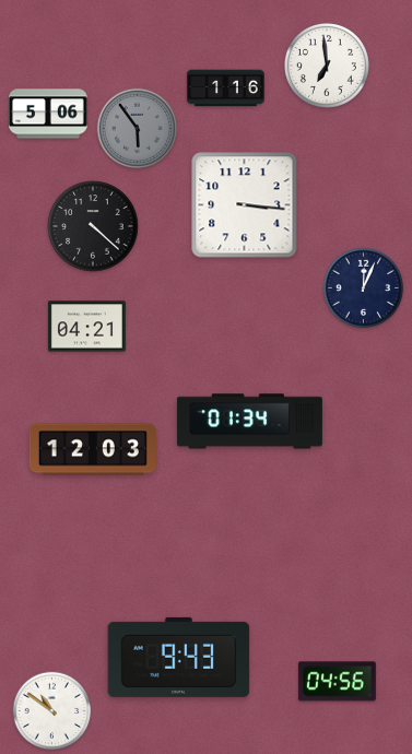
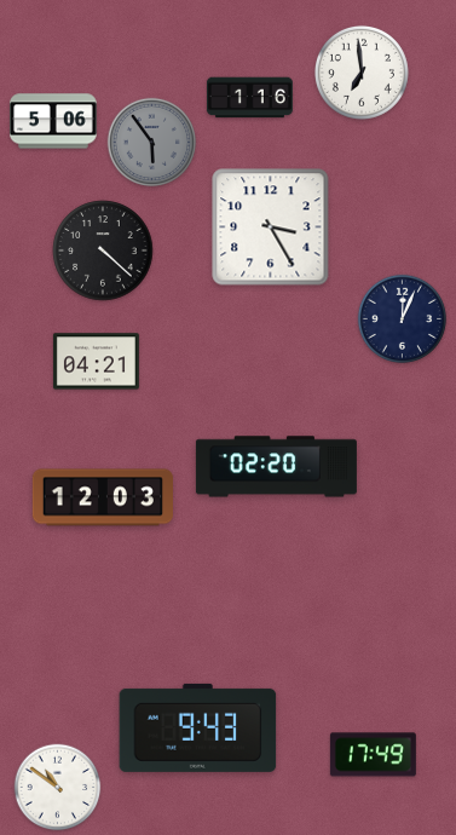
clock at (49, 114) position: (49, 114) -> (54, 121)
clock at (245, 205): 3:16 -> 3:25
clock at (249, 422): 01:34 -> 02:20
clock at (337, 682): 04:56 -> 17:49
